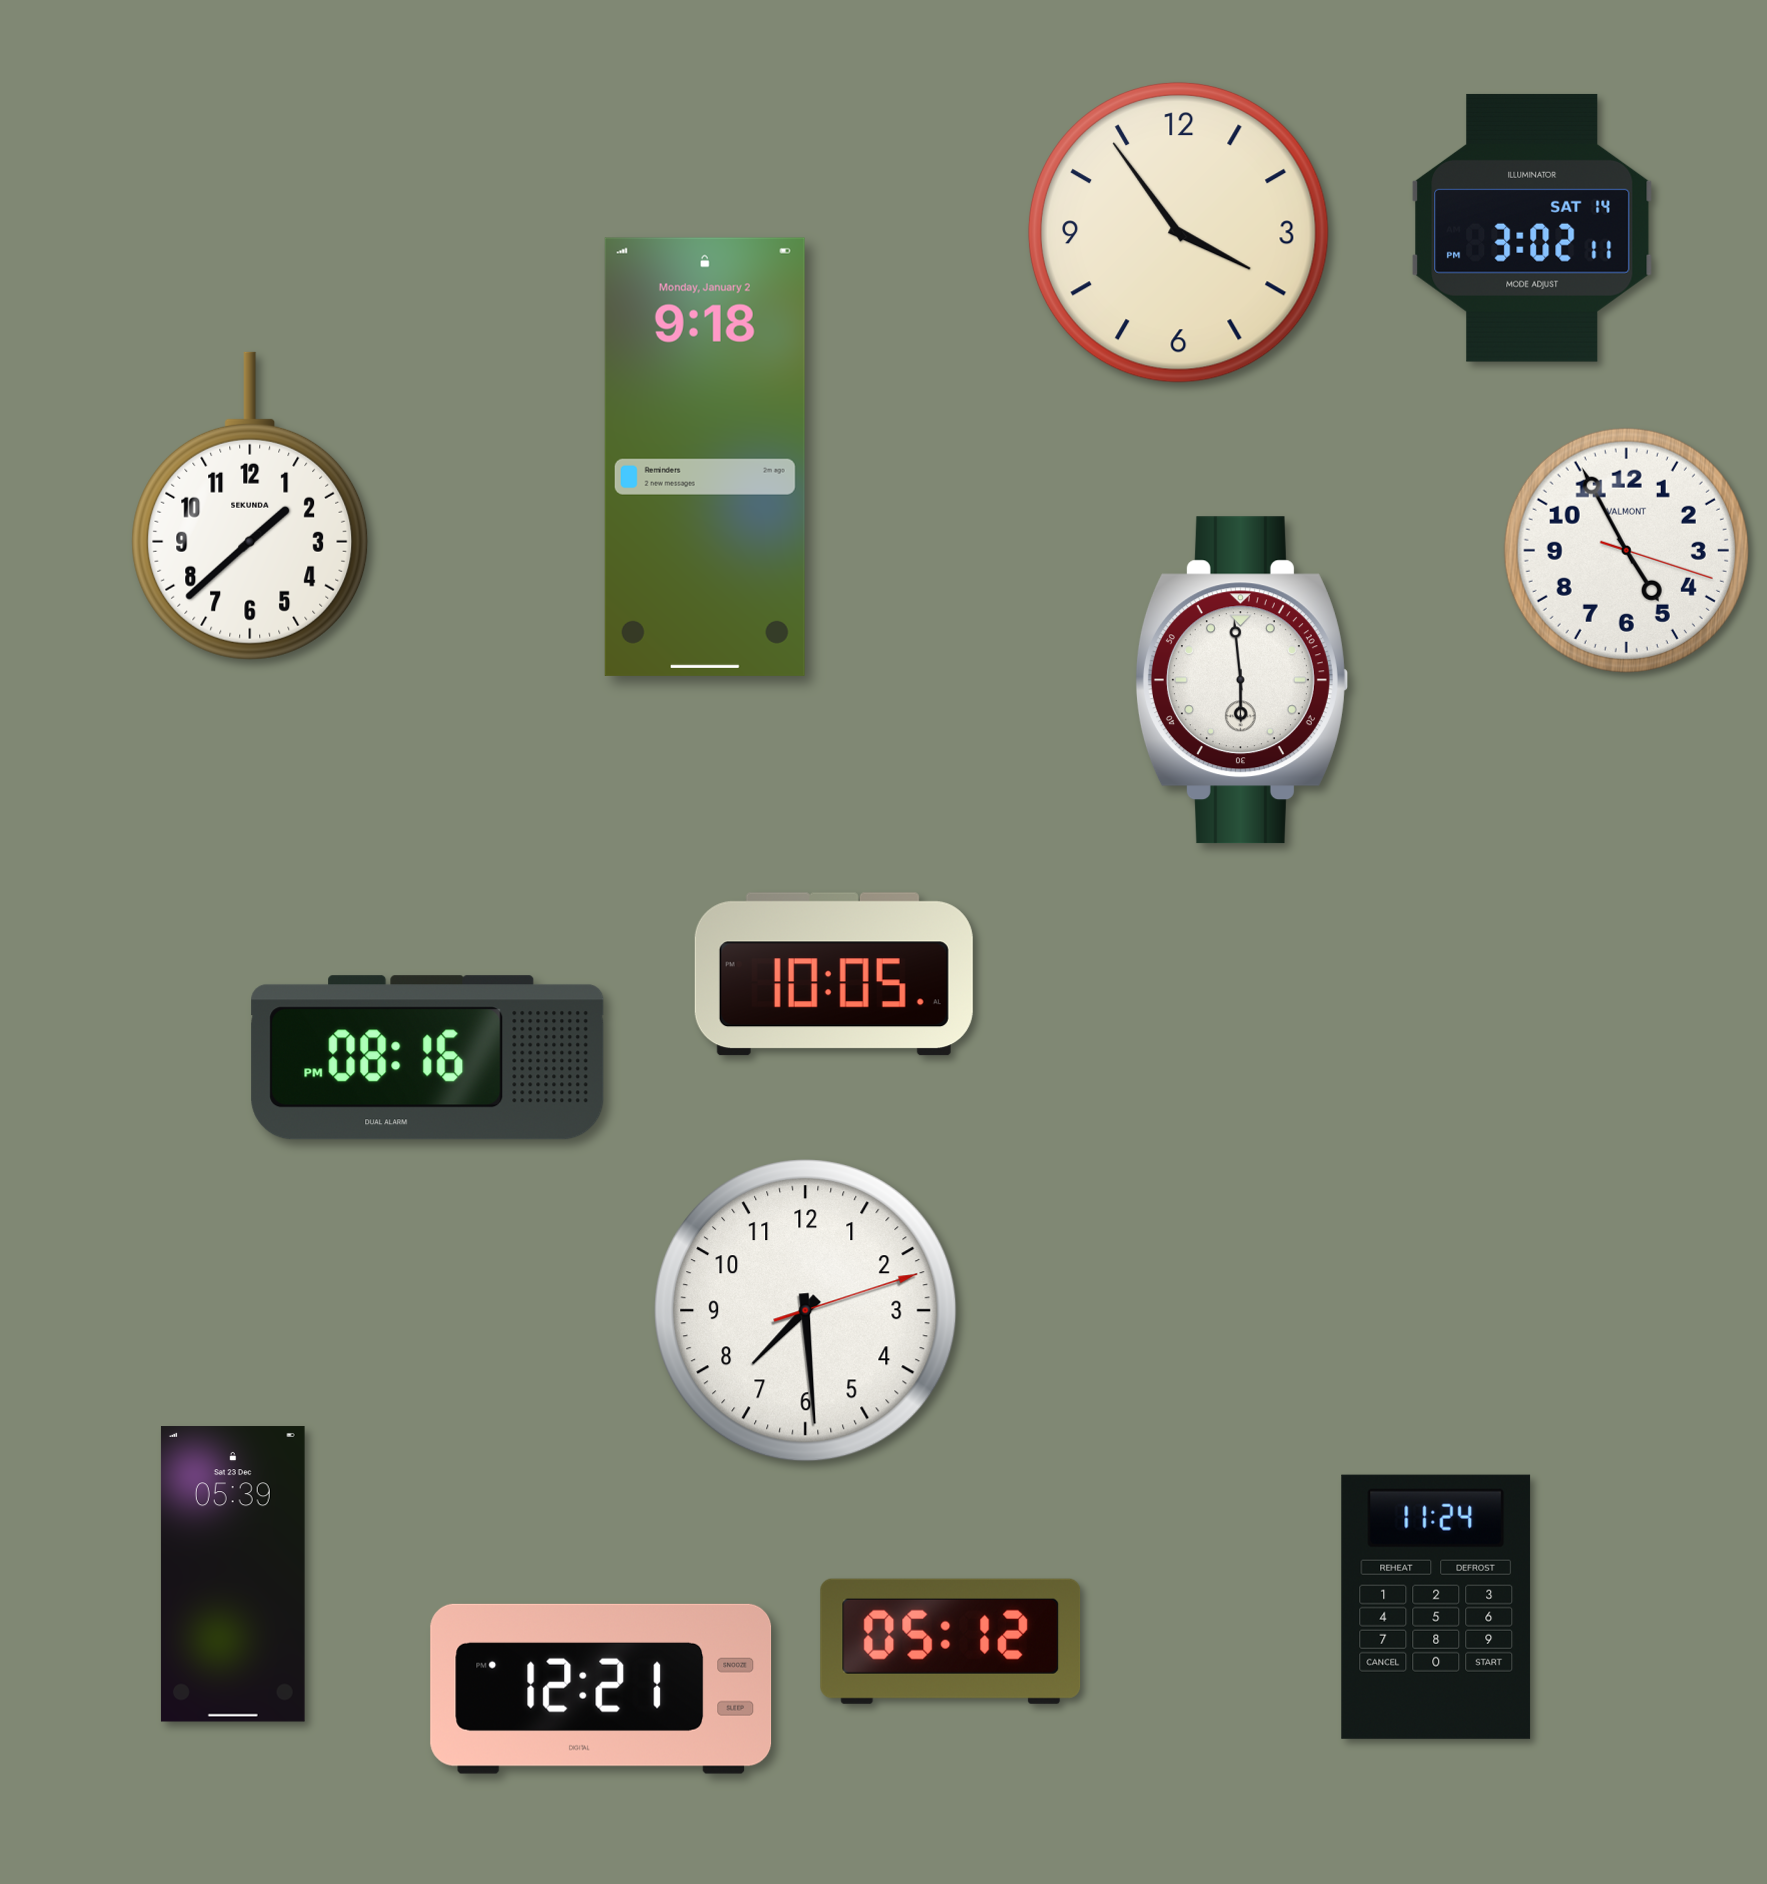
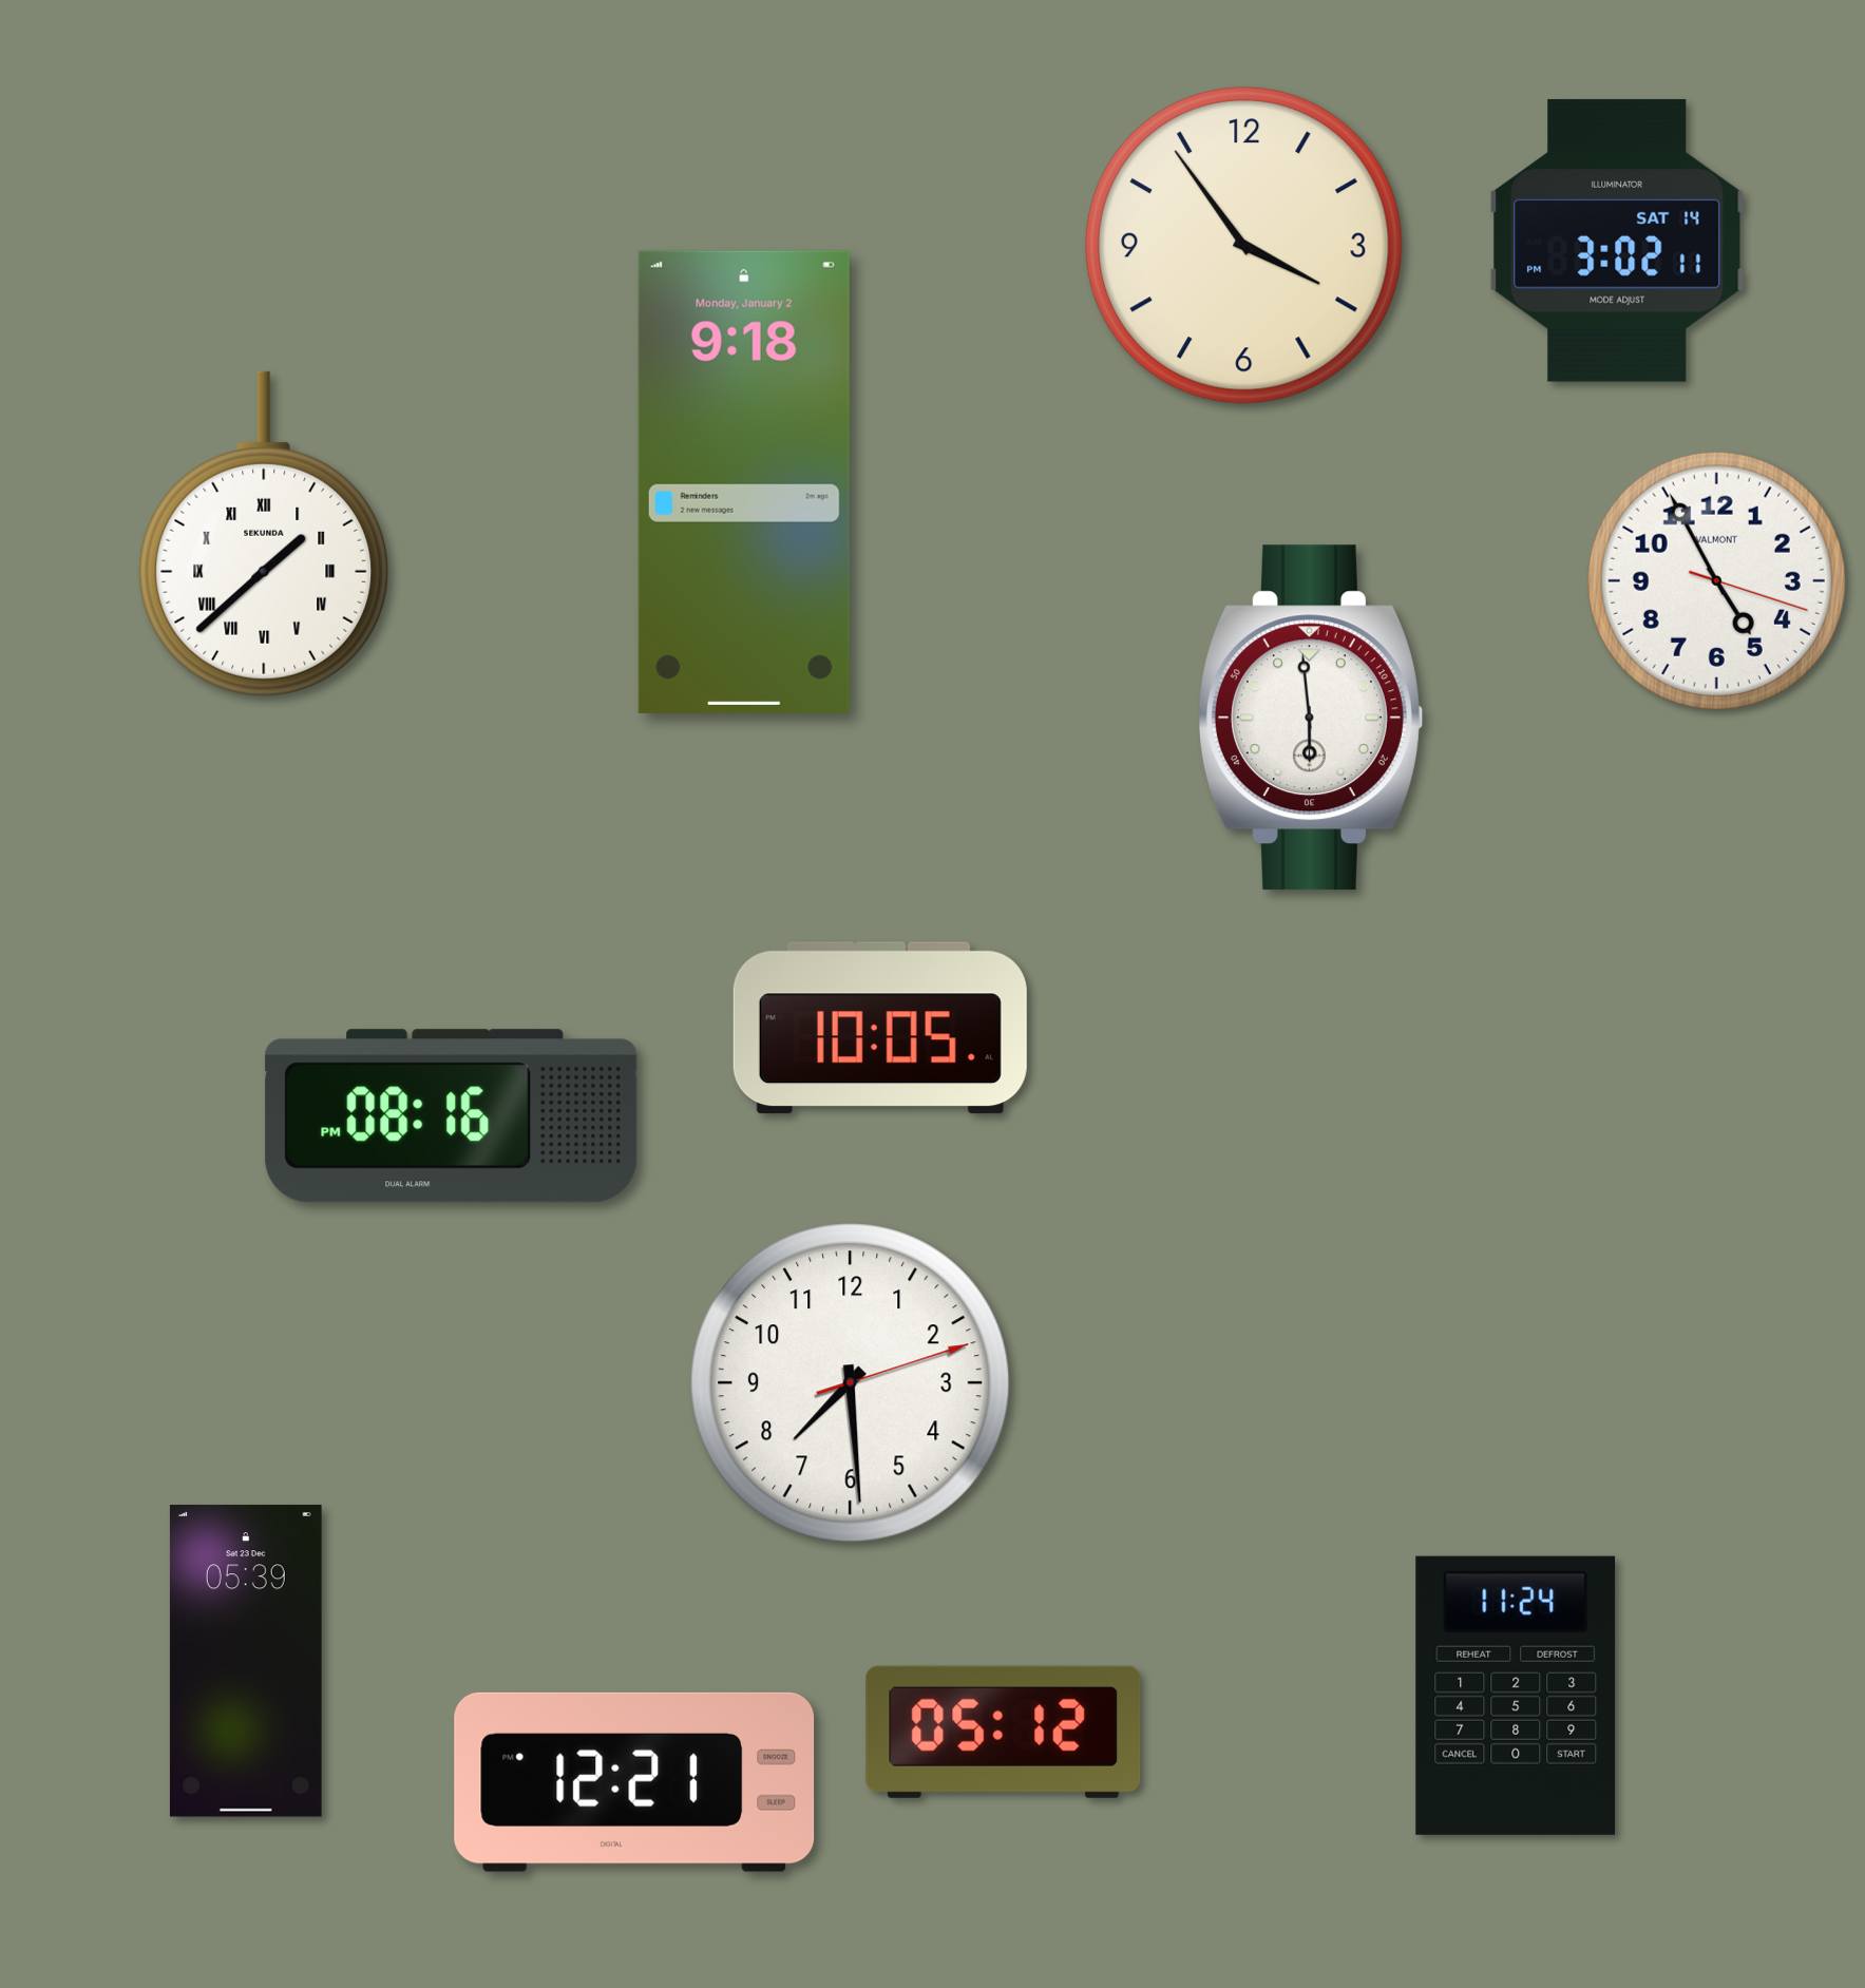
clock at (250, 506) numerals: Arabic -> Roman
